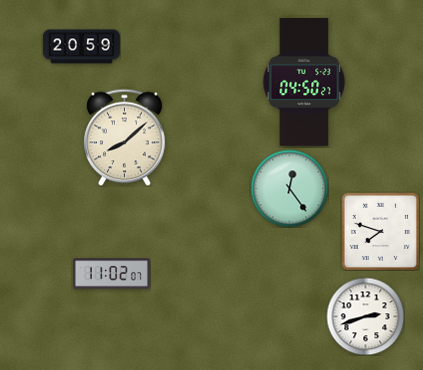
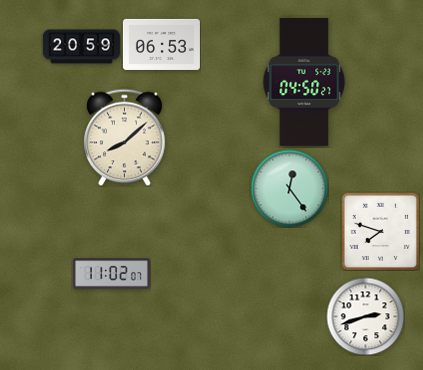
clock at (161, 44): none -> 06:53
